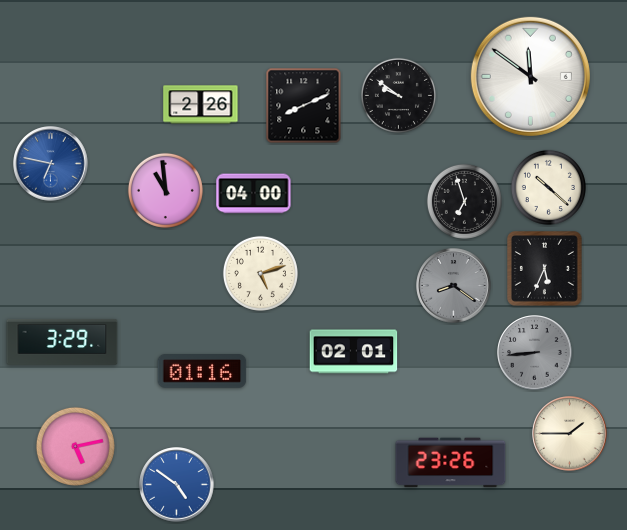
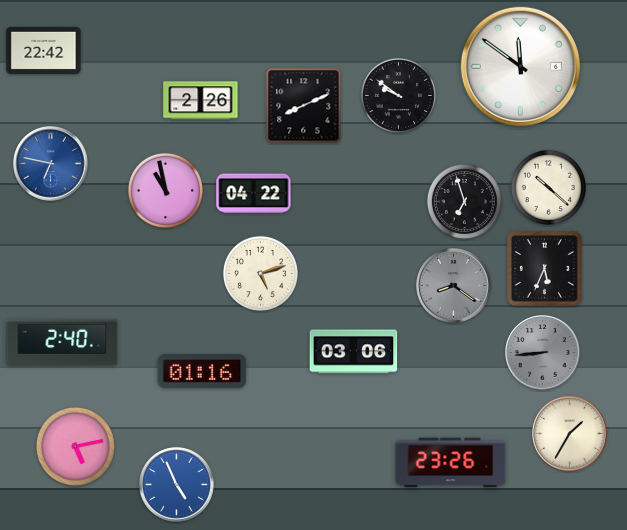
clock at (44, 50): none -> 22:42
clock at (530, 76) position: (530, 76) -> (520, 66)
clock at (201, 105) position: (201, 105) -> (201, 101)
clock at (165, 190): 10:59 -> 10:58
clock at (254, 194): 04:00 -> 04:22
clock at (62, 342): 3:29 -> 2:40
clock at (354, 352): 02:01 -> 03:06
clock at (535, 353) position: (535, 353) -> (543, 353)
clock at (570, 434): 1:45 -> 1:35
clock at (177, 485): 4:51 -> 4:56
